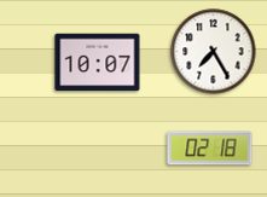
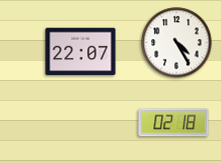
clock at (214, 52): 7:25 -> 4:25
clock at (98, 63): 10:07 -> 22:07
